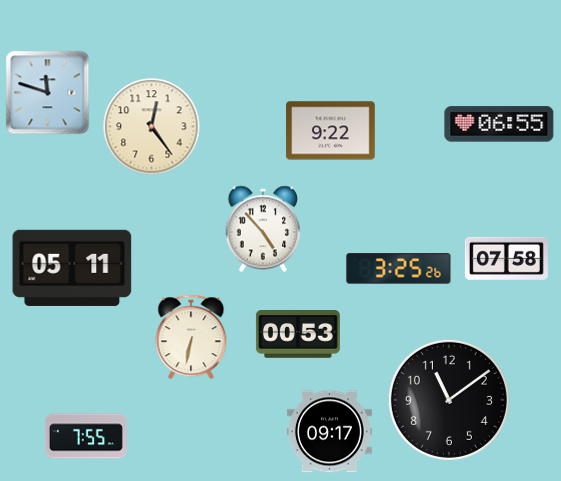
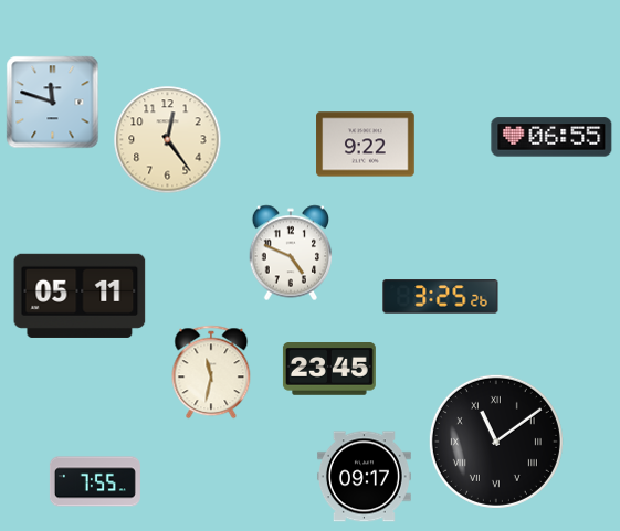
clock at (263, 229): 4:53 -> 4:49
clock at (506, 258): 07:58 -> none
clock at (298, 335): 00:53 -> 23:45
clock at (191, 337): 6:32 -> 11:32
clock at (449, 400) numerals: Arabic -> Roman
